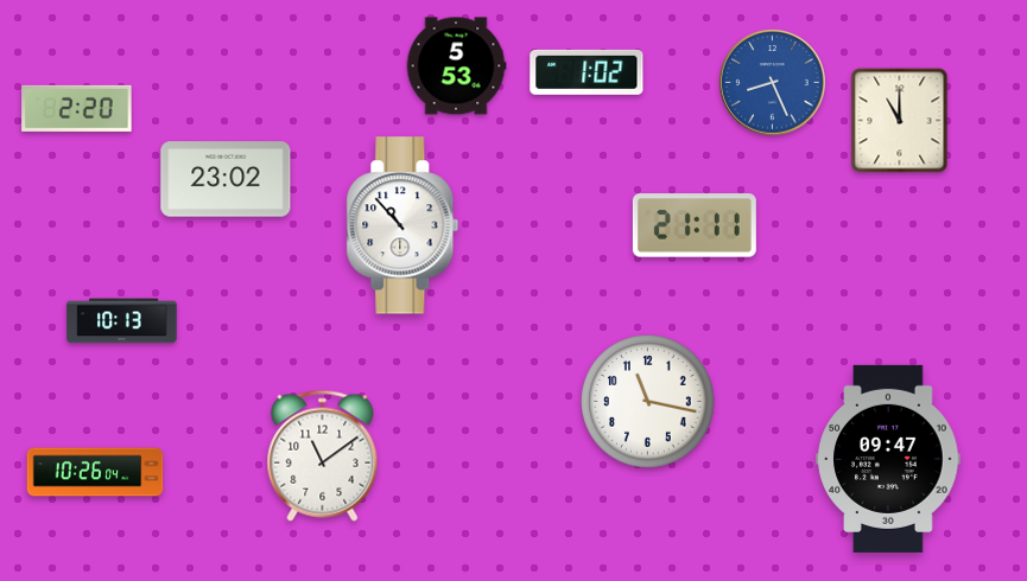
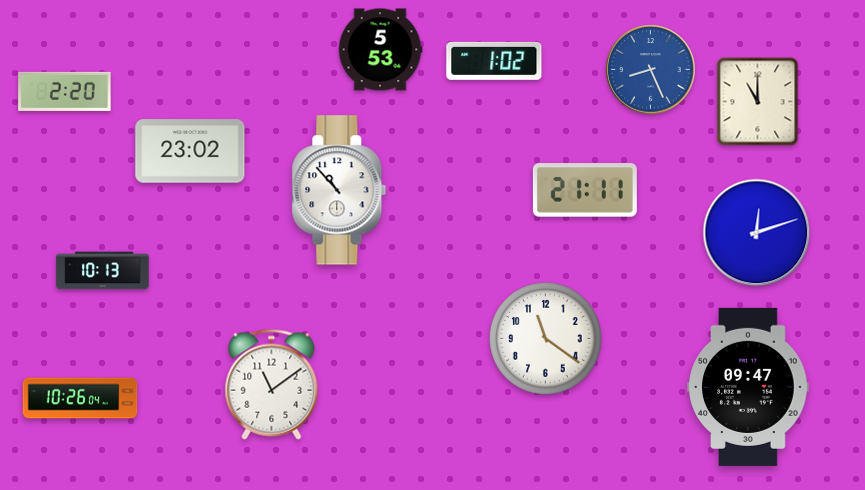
clock at (456, 66) position: (456, 66) -> (380, 50)
clock at (757, 233): none -> 12:12
clock at (648, 402): 11:17 -> 11:21
